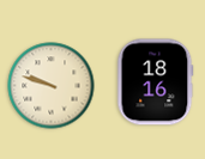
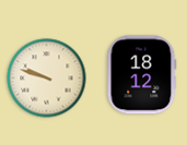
clock at (156, 82): 18:16 -> 18:12
